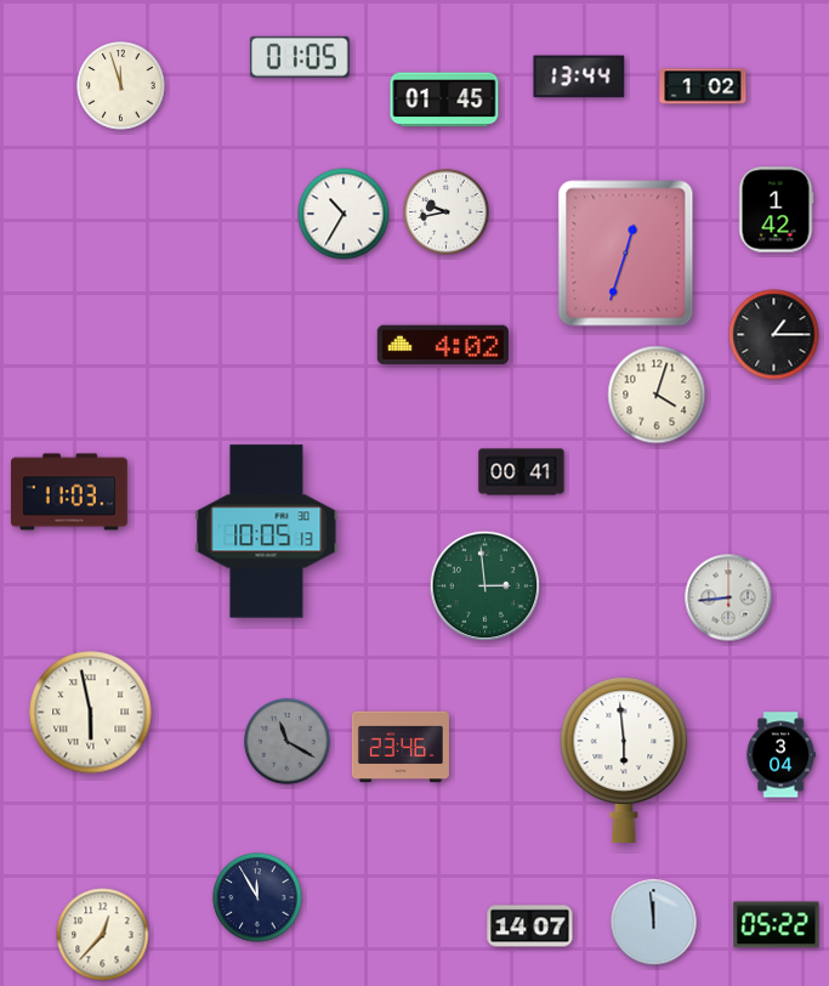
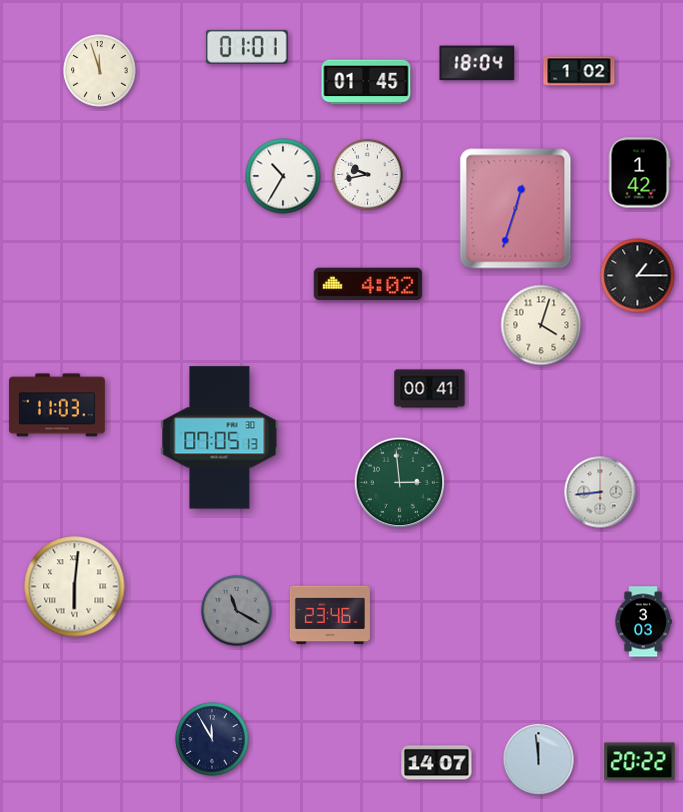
clock at (300, 57): 01:05 -> 01:01
clock at (579, 76): 13:44 -> 18:04
clock at (443, 345) position: (443, 345) -> (368, 284)
clock at (267, 532): 10:05 -> 07:05
clock at (91, 713): 5:58 -> 6:01
clock at (780, 755): 3:04 -> 3:03
clock at (624, 759): 5:59 -> none
clock at (777, 925): 05:22 -> 20:22
clock at (103, 935): 12:37 -> none
